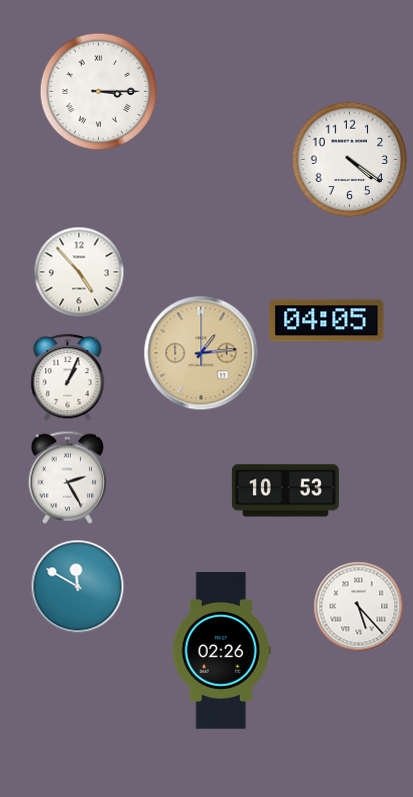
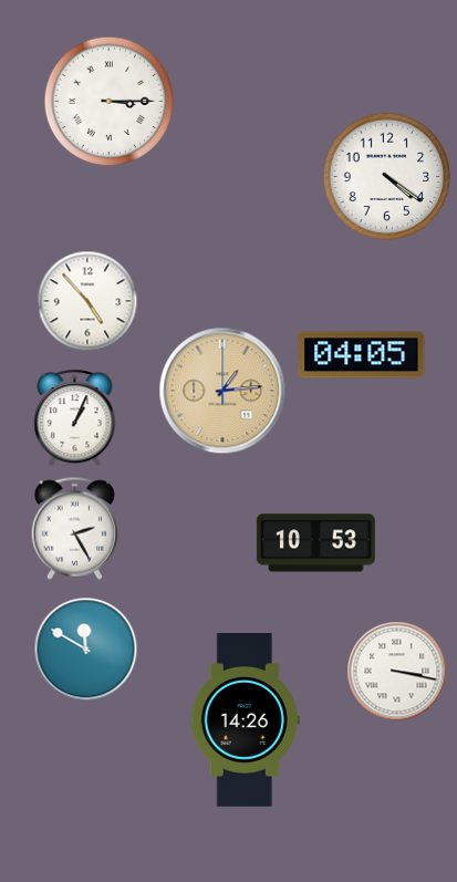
clock at (359, 607): 5:23 -> 3:17
clock at (221, 651): 02:26 -> 14:26
